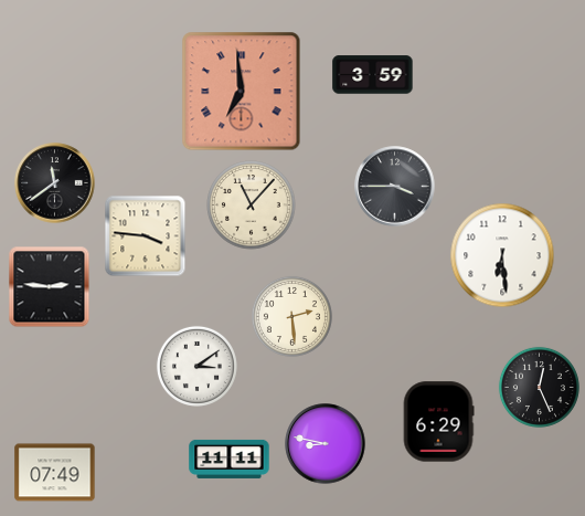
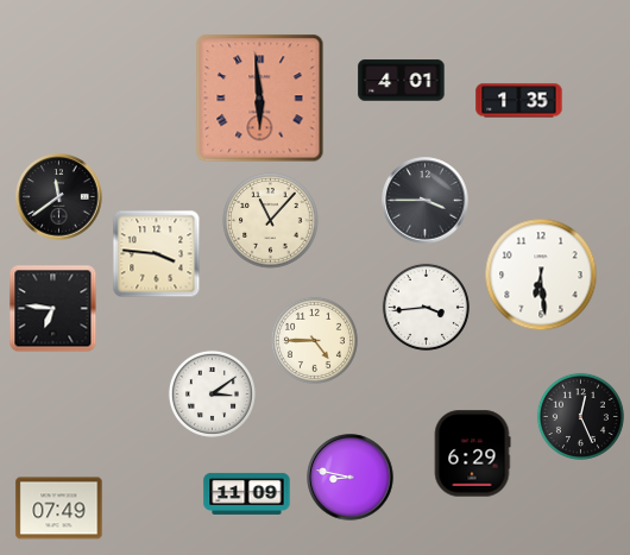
clock at (373, 75): 3:59 -> 4:01
clock at (242, 92): 6:59 -> 5:59
clock at (519, 101): none -> 1:35
clock at (426, 307): none -> 3:44
clock at (50, 287): 2:46 -> 6:46
clock at (291, 316): 2:29 -> 4:45
clock at (230, 459): 11:11 -> 11:09
